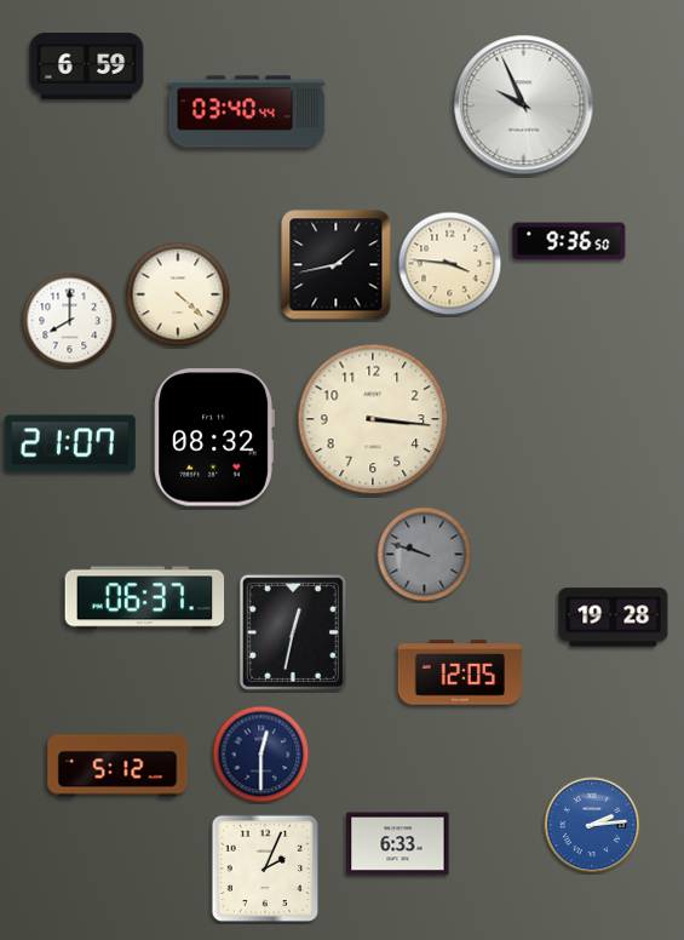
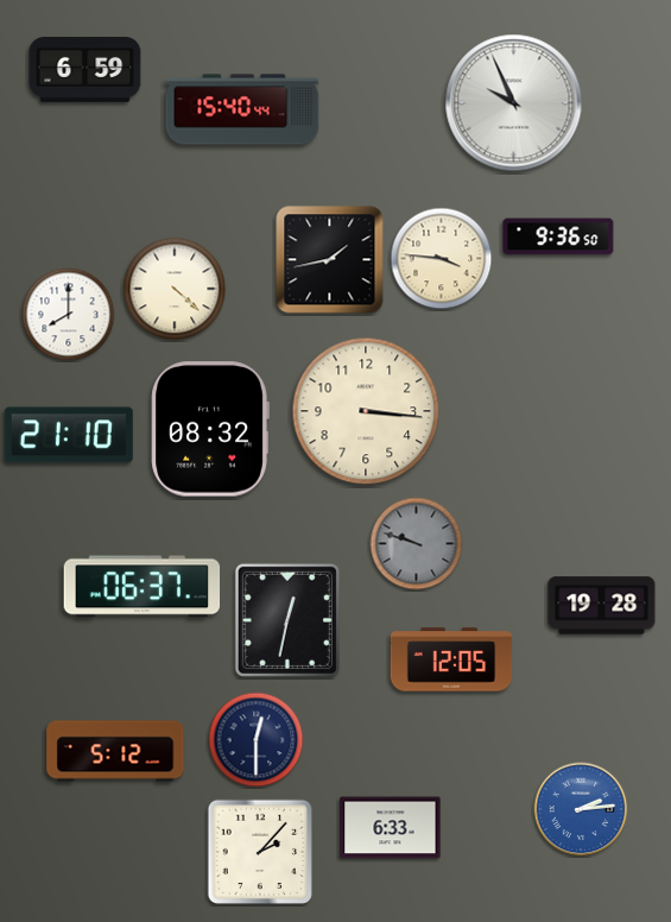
clock at (87, 67) position: (87, 67) -> (86, 70)
clock at (247, 111): 03:40 -> 15:40
clock at (70, 443): 21:07 -> 21:10
clock at (265, 869): 2:04 -> 2:07
